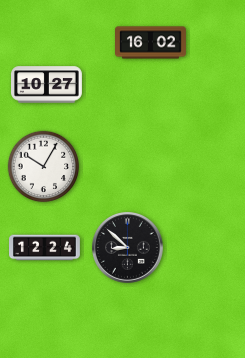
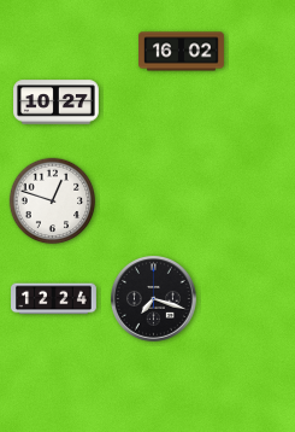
clock at (44, 167): 10:05 -> 12:48
clock at (128, 248): 8:52 -> 7:18
